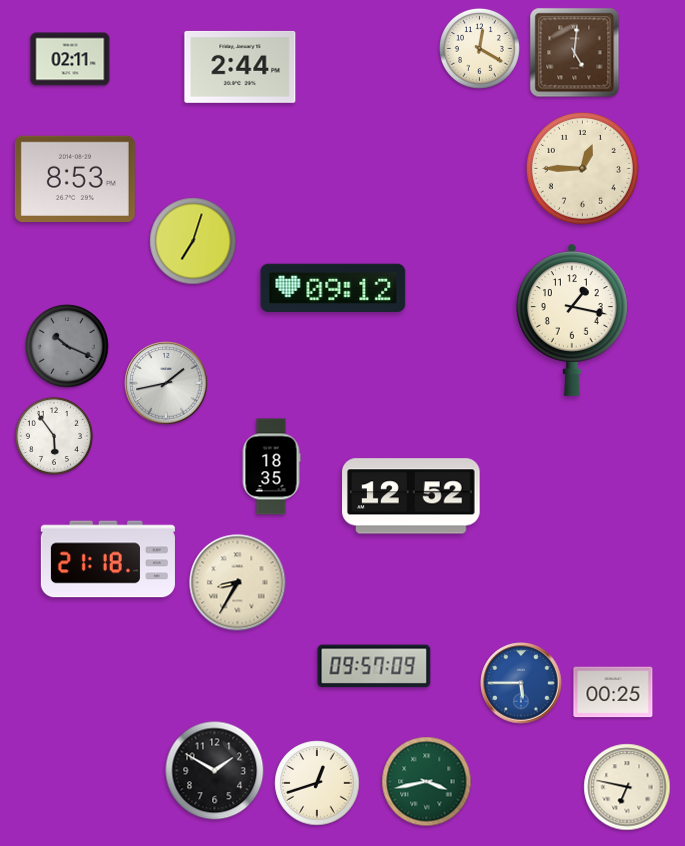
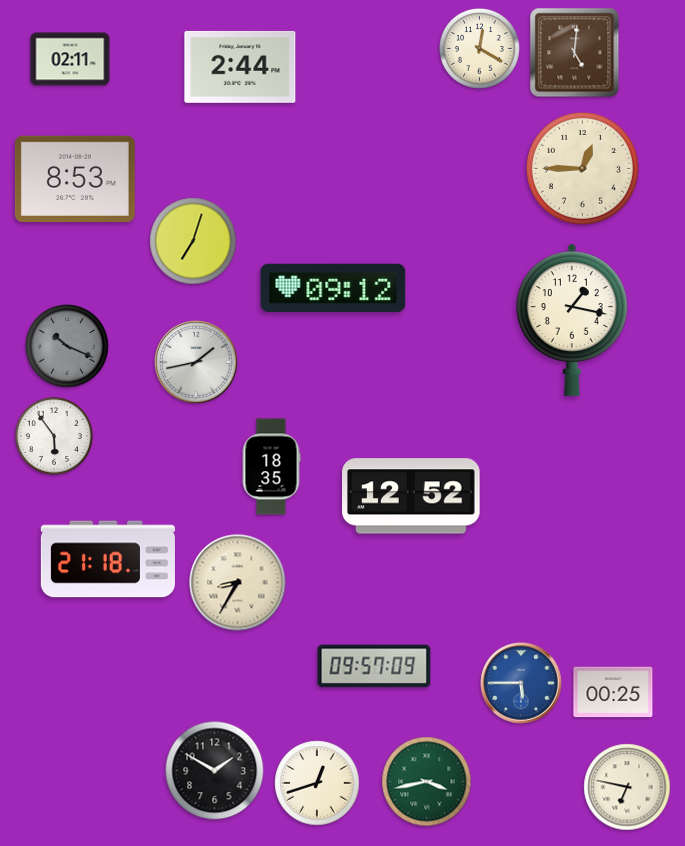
clock at (166, 383) position: (166, 383) -> (196, 362)
